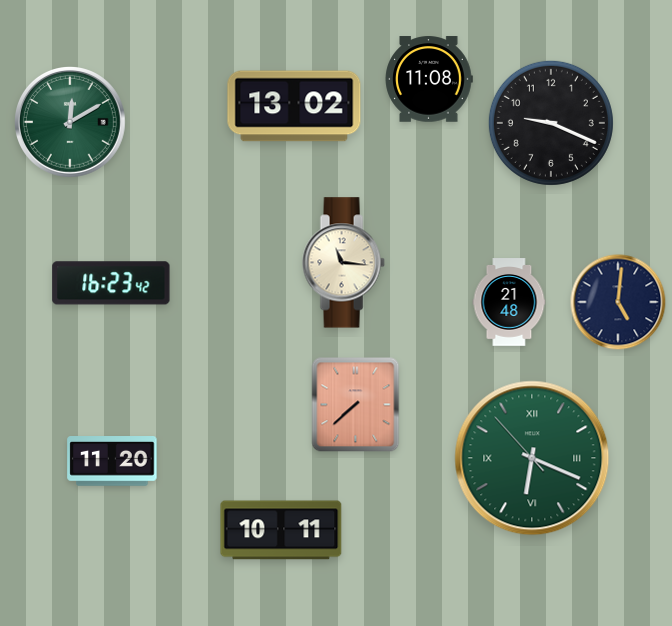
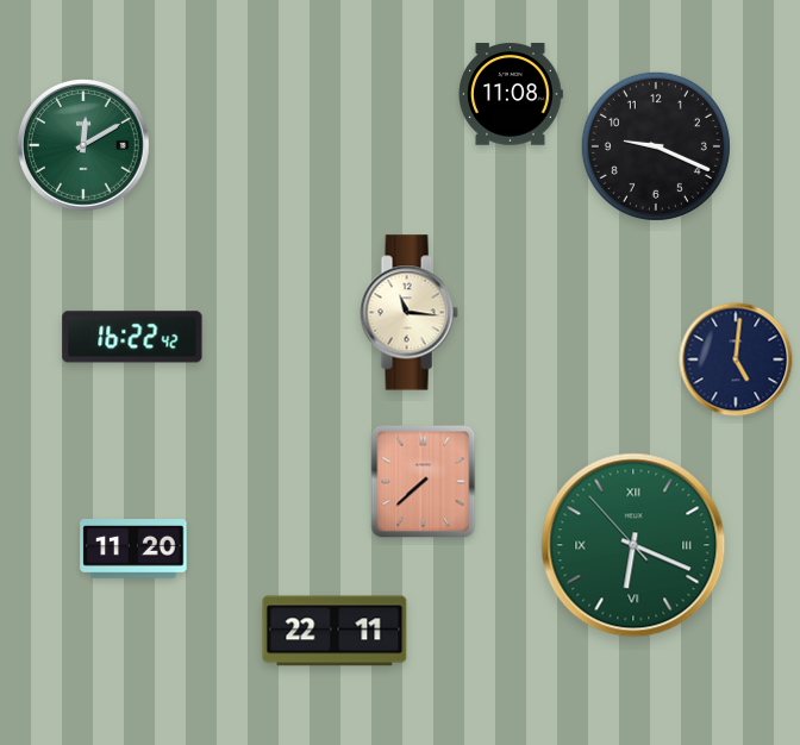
clock at (294, 106): 13:02 -> none
clock at (111, 283): 16:23 -> 16:22
clock at (509, 302): 21:48 -> none
clock at (281, 530): 10:11 -> 22:11
